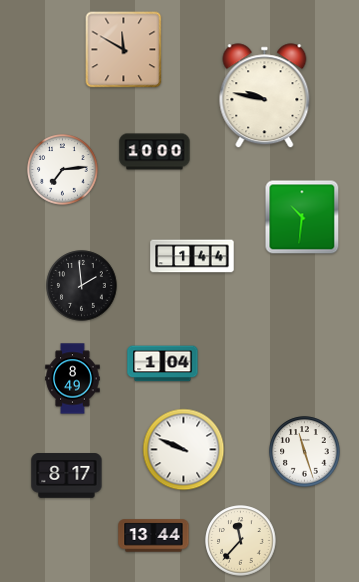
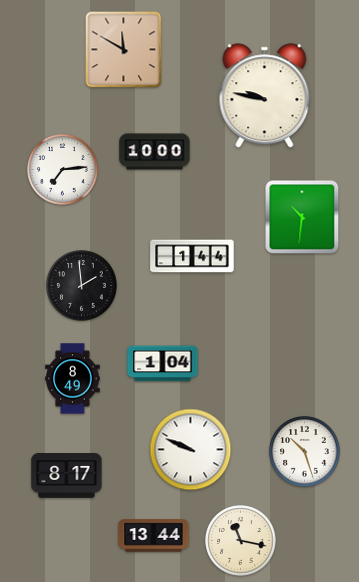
clock at (184, 450) position: (184, 450) -> (191, 450)
clock at (305, 452): 11:27 -> 10:27
clock at (241, 541): 11:37 -> 11:17
